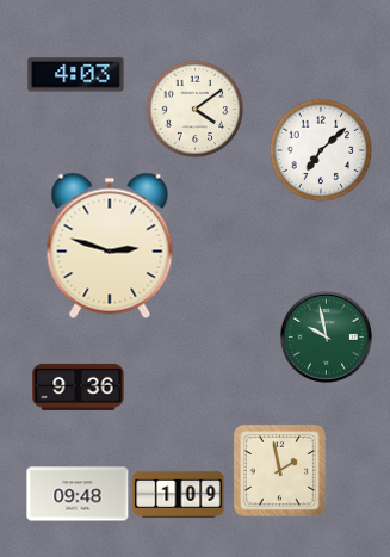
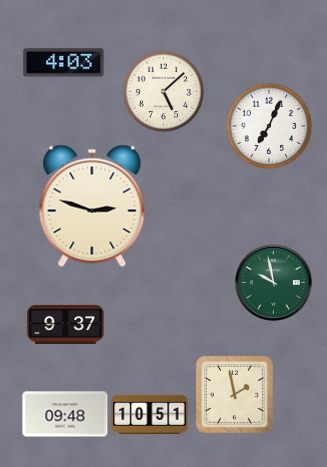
clock at (194, 109): 4:09 -> 5:08
clock at (321, 150): 7:08 -> 7:04
clock at (79, 386): 9:36 -> 9:37
clock at (179, 494): 1:09 -> 10:51
